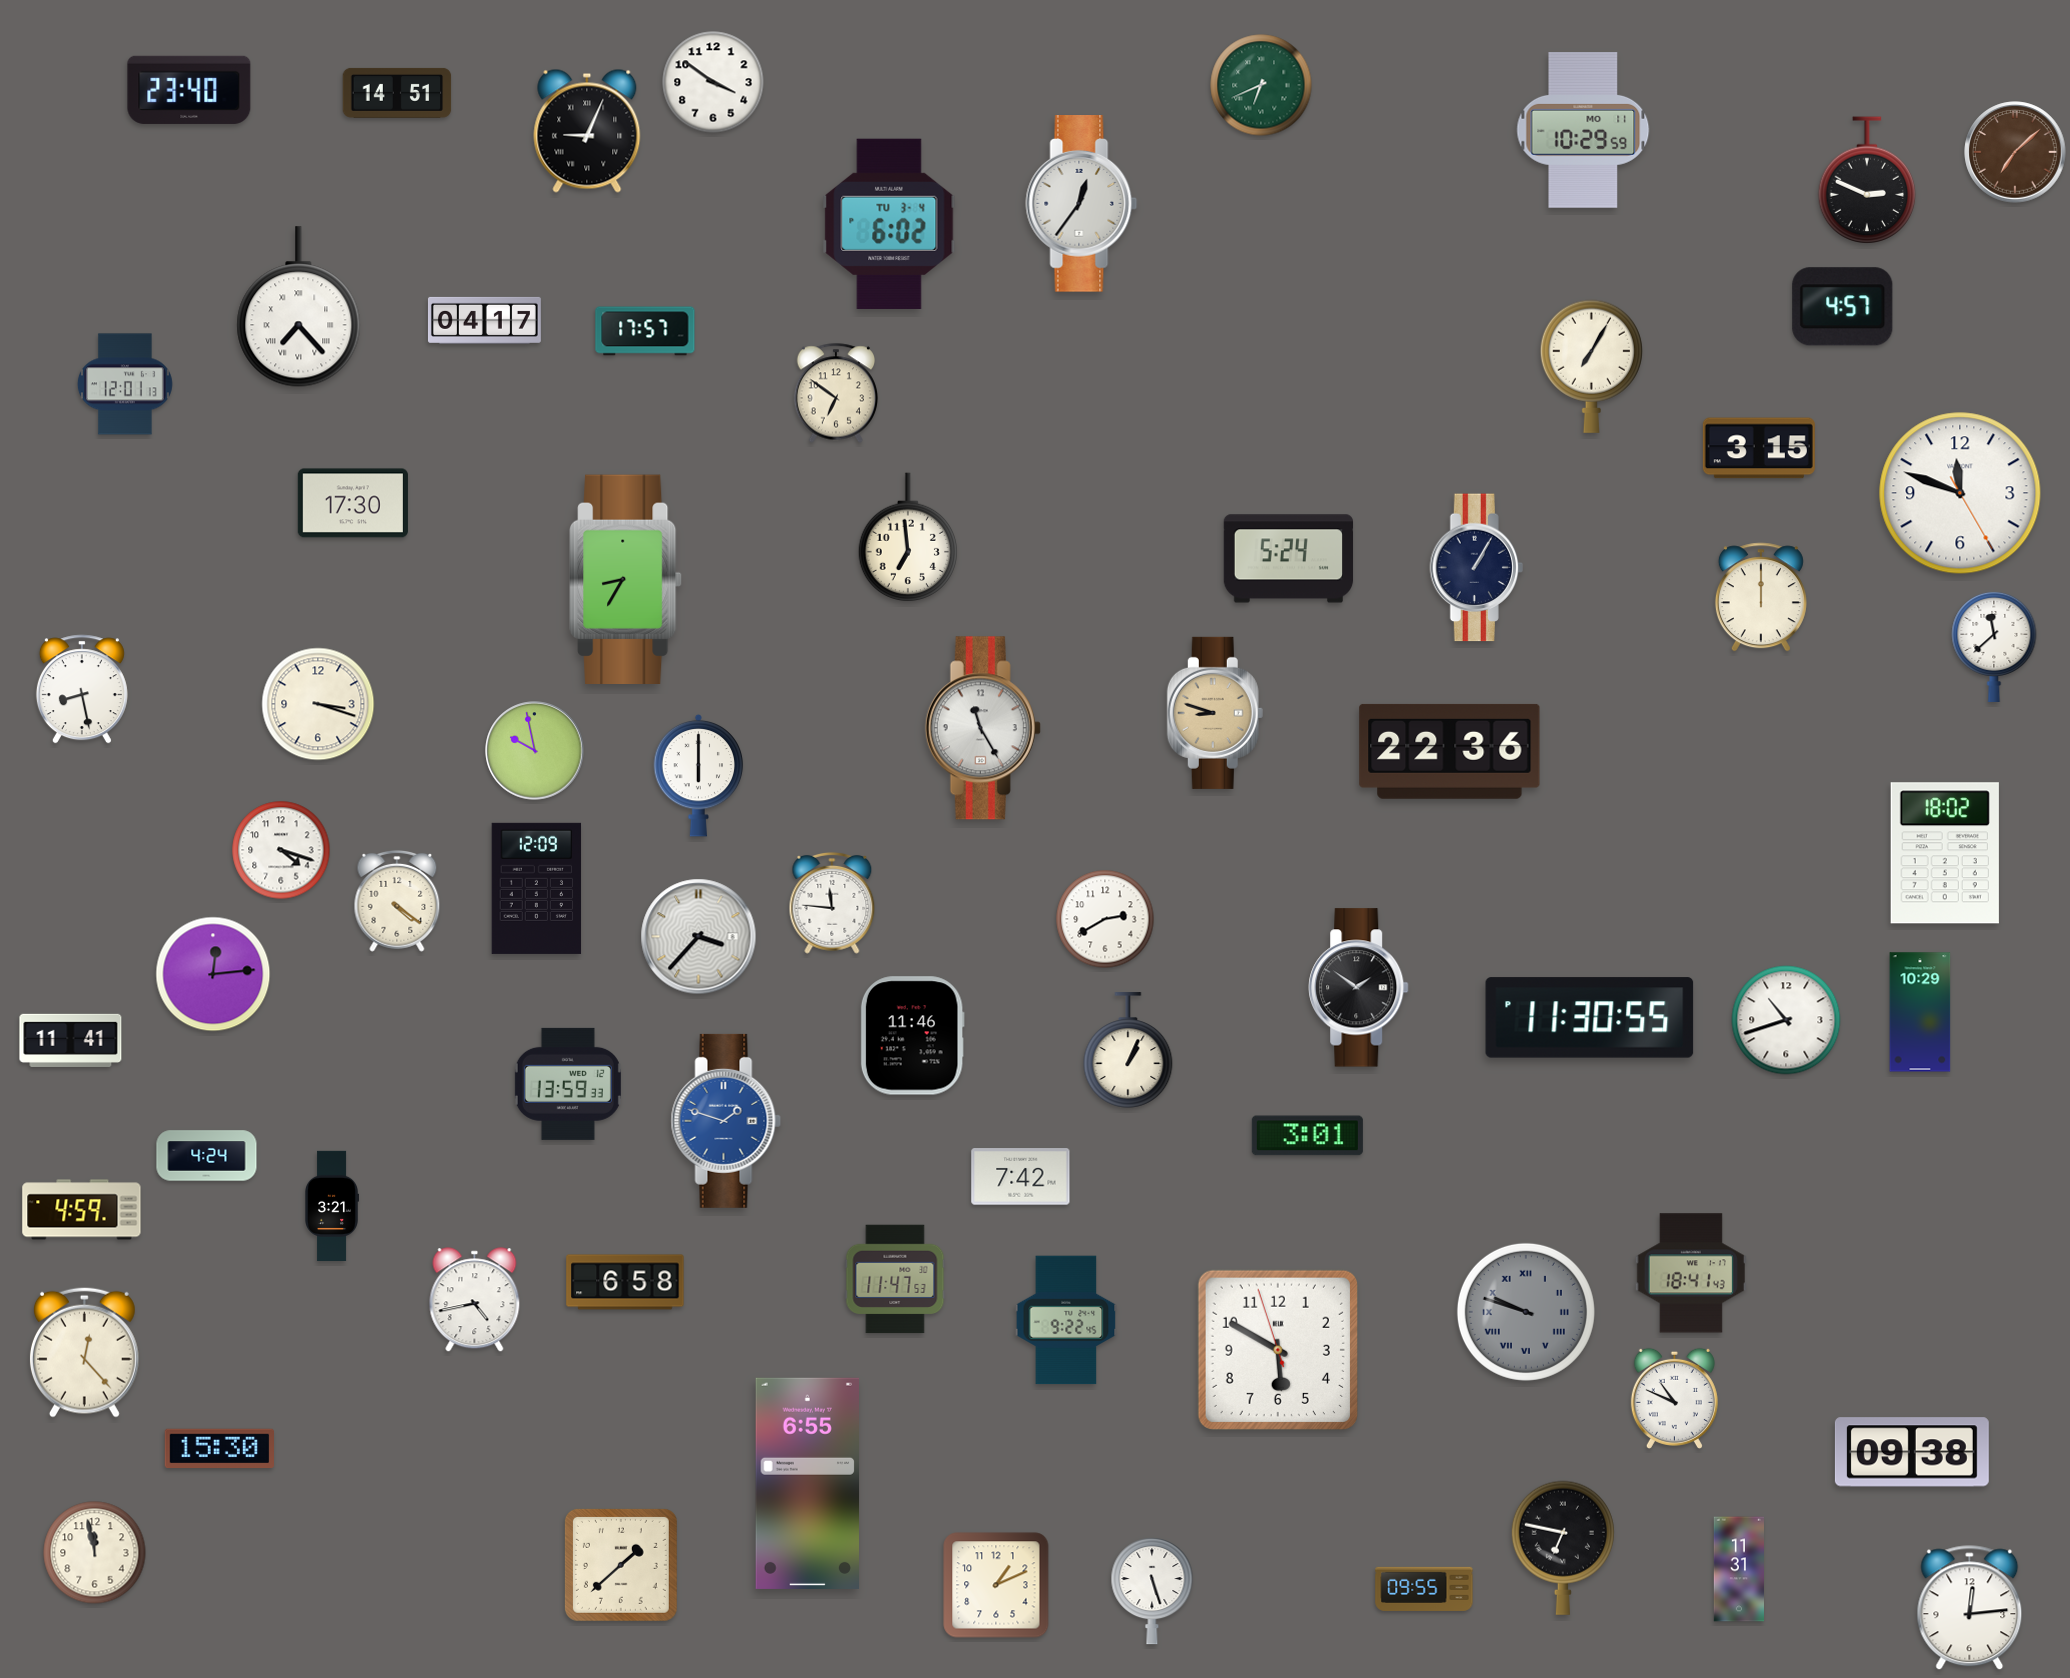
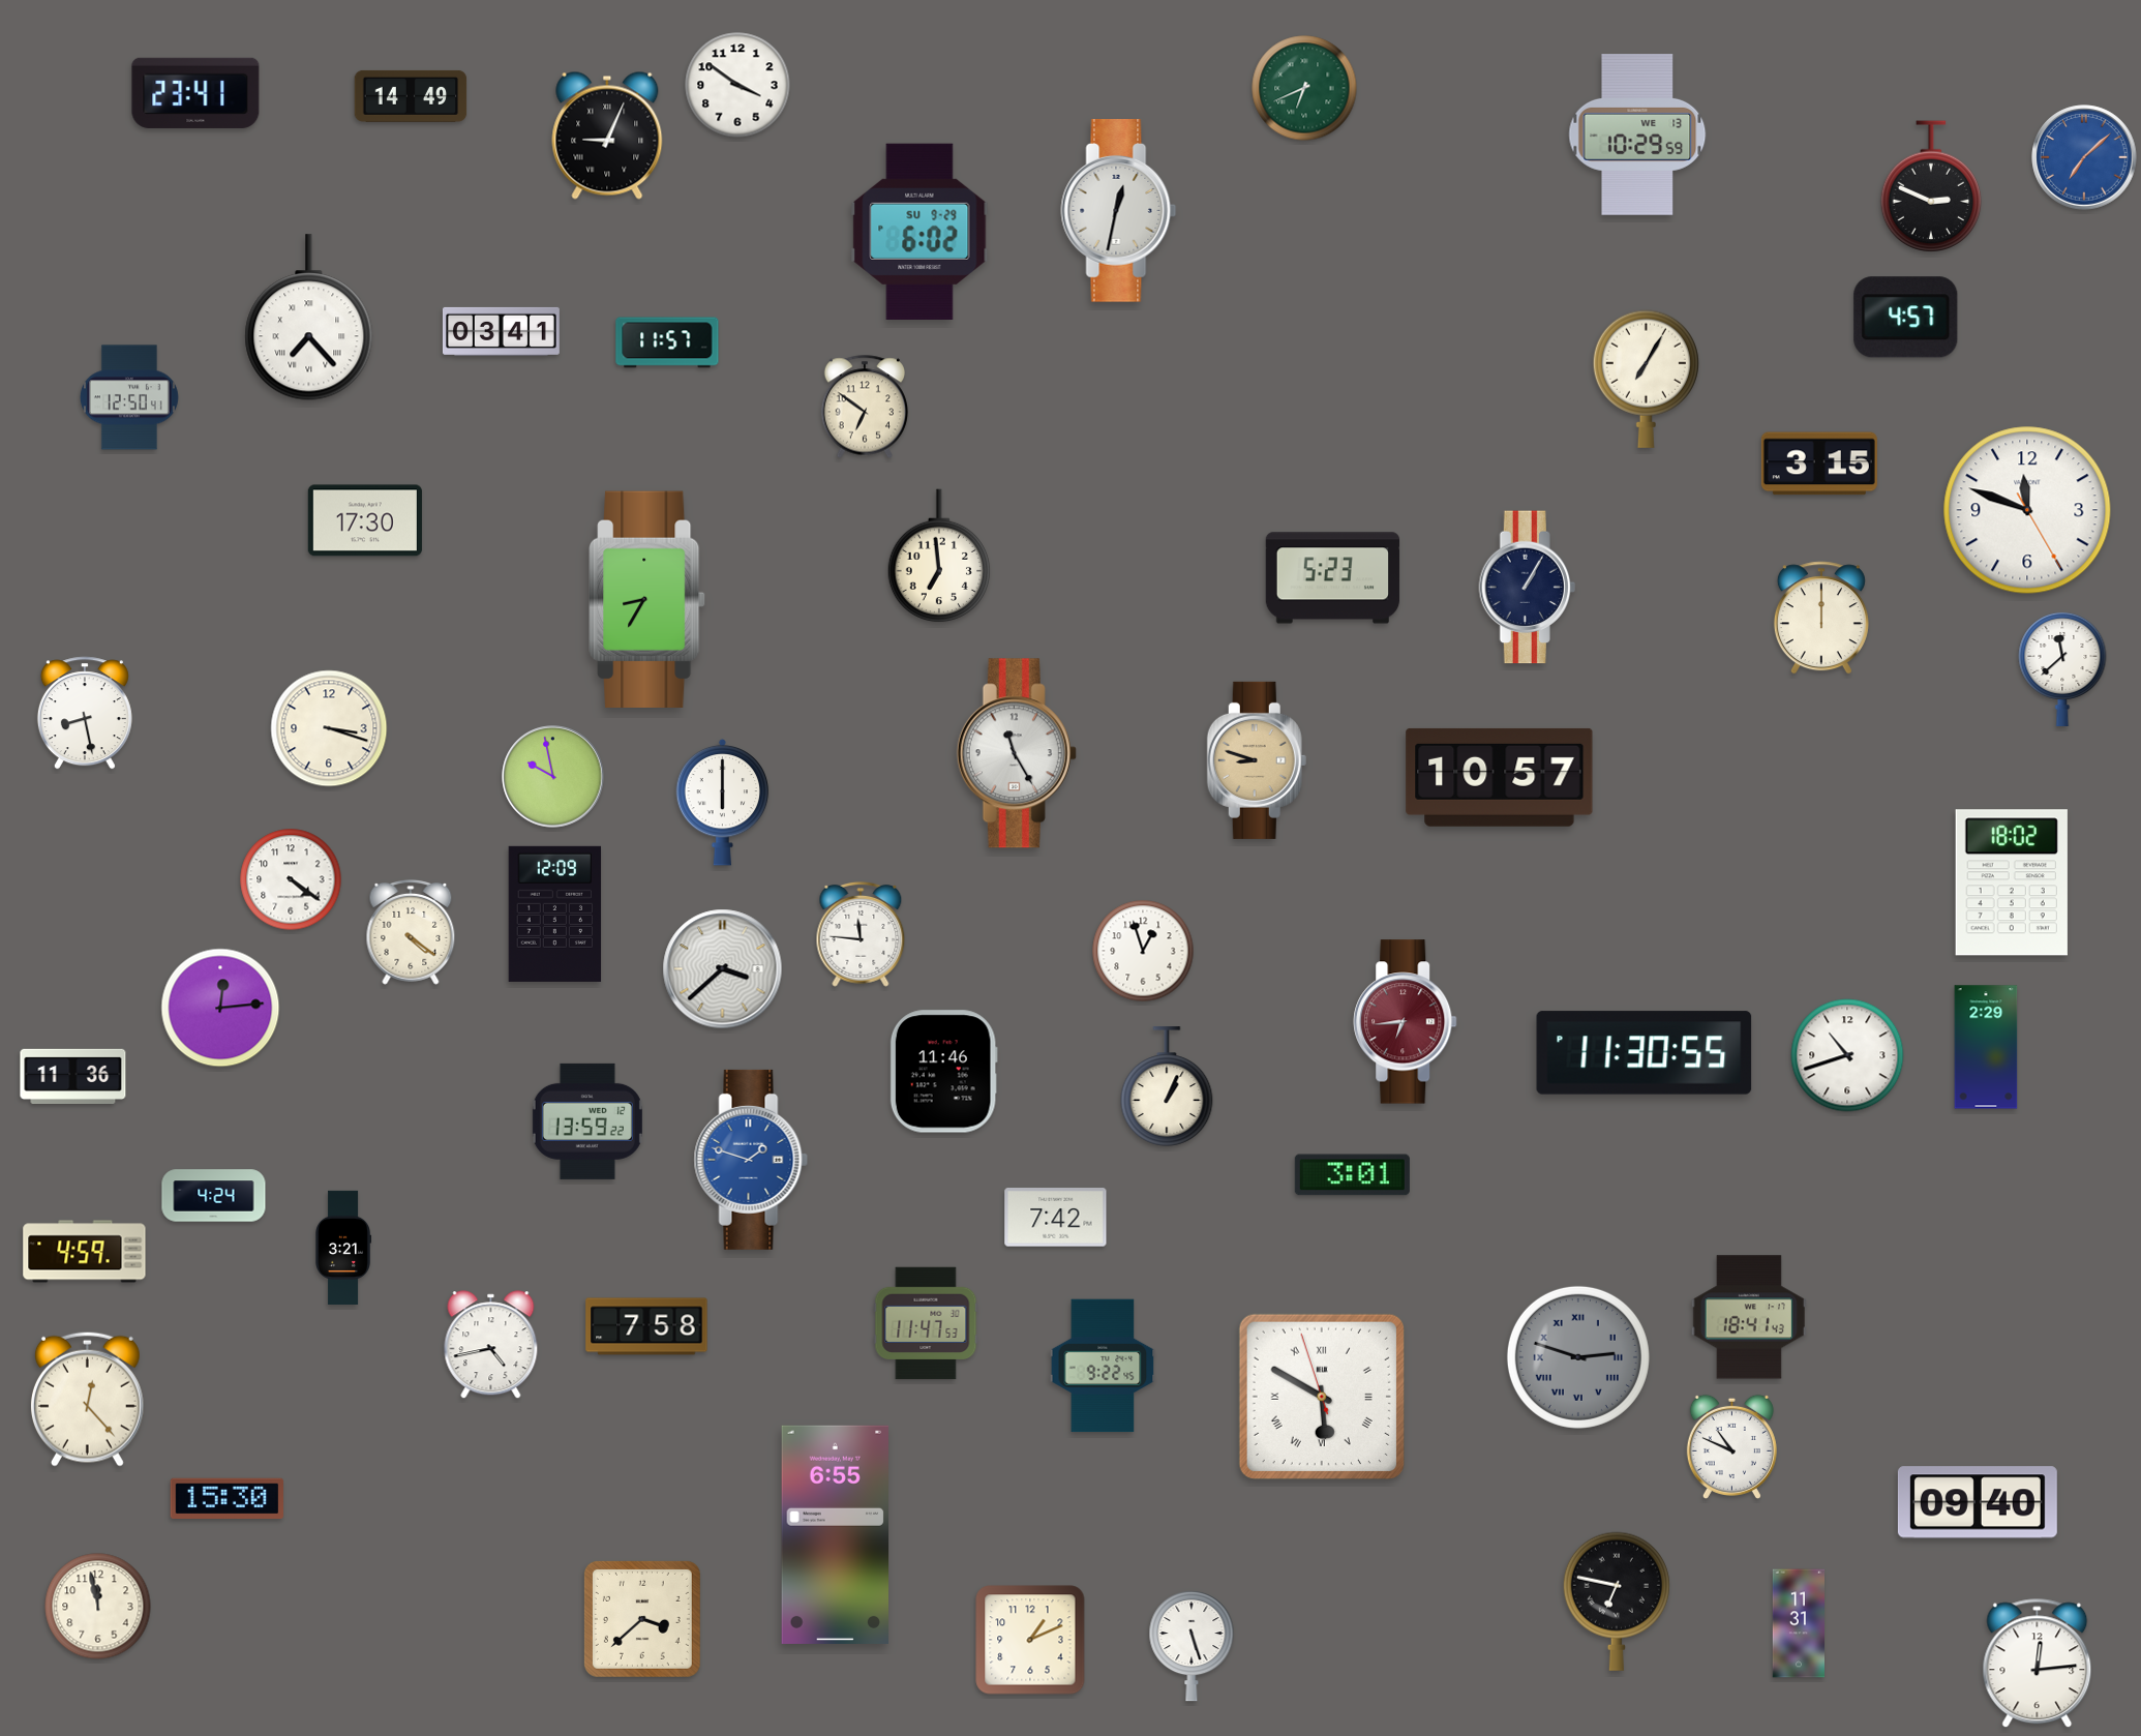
clock at (189, 90): 23:40 -> 23:41
clock at (397, 93): 14:51 -> 14:49
clock at (1583, 131) date: MO 11 -> WE 13
clock at (2015, 152) dial: brown -> blue
clock at (1082, 204): 12:36 -> 12:32
clock at (889, 224) date: TU 3-4 -> SU 9-29
clock at (484, 320): 04:17 -> 03:41
clock at (645, 331): 17:57 -> 11:57
clock at (125, 384): 12:01 -> 12:50
clock at (1289, 559): 5:24 -> 5:23
clock at (1215, 713) position: (1215, 713) -> (1257, 760)
clock at (1450, 751): 22:36 -> 10:57
clock at (281, 850): 4:18 -> 4:21
clock at (537, 888) position: (537, 888) -> (555, 914)
clock at (1105, 919): 2:40 -> 12:57
clock at (699, 937): 3:37 -> 3:38
clock at (1359, 988): 1:51 -> 6:44
clock at (1359, 988) dial: black -> burgundy
clock at (1920, 1012): 10:29 -> 2:29
clock at (71, 1040): 11:41 -> 11:36
clock at (568, 1084): 13:59:33 -> 13:59:22
clock at (625, 1282): 6:58 -> 7:58
clock at (1526, 1312): 9:48 -> 2:48
clock at (1278, 1350) numerals: Arabic -> Roman
clock at (1912, 1452): 09:38 -> 09:40
clock at (621, 1565): 1:38 -> 3:38
clock at (1424, 1589): 09:55 -> none
